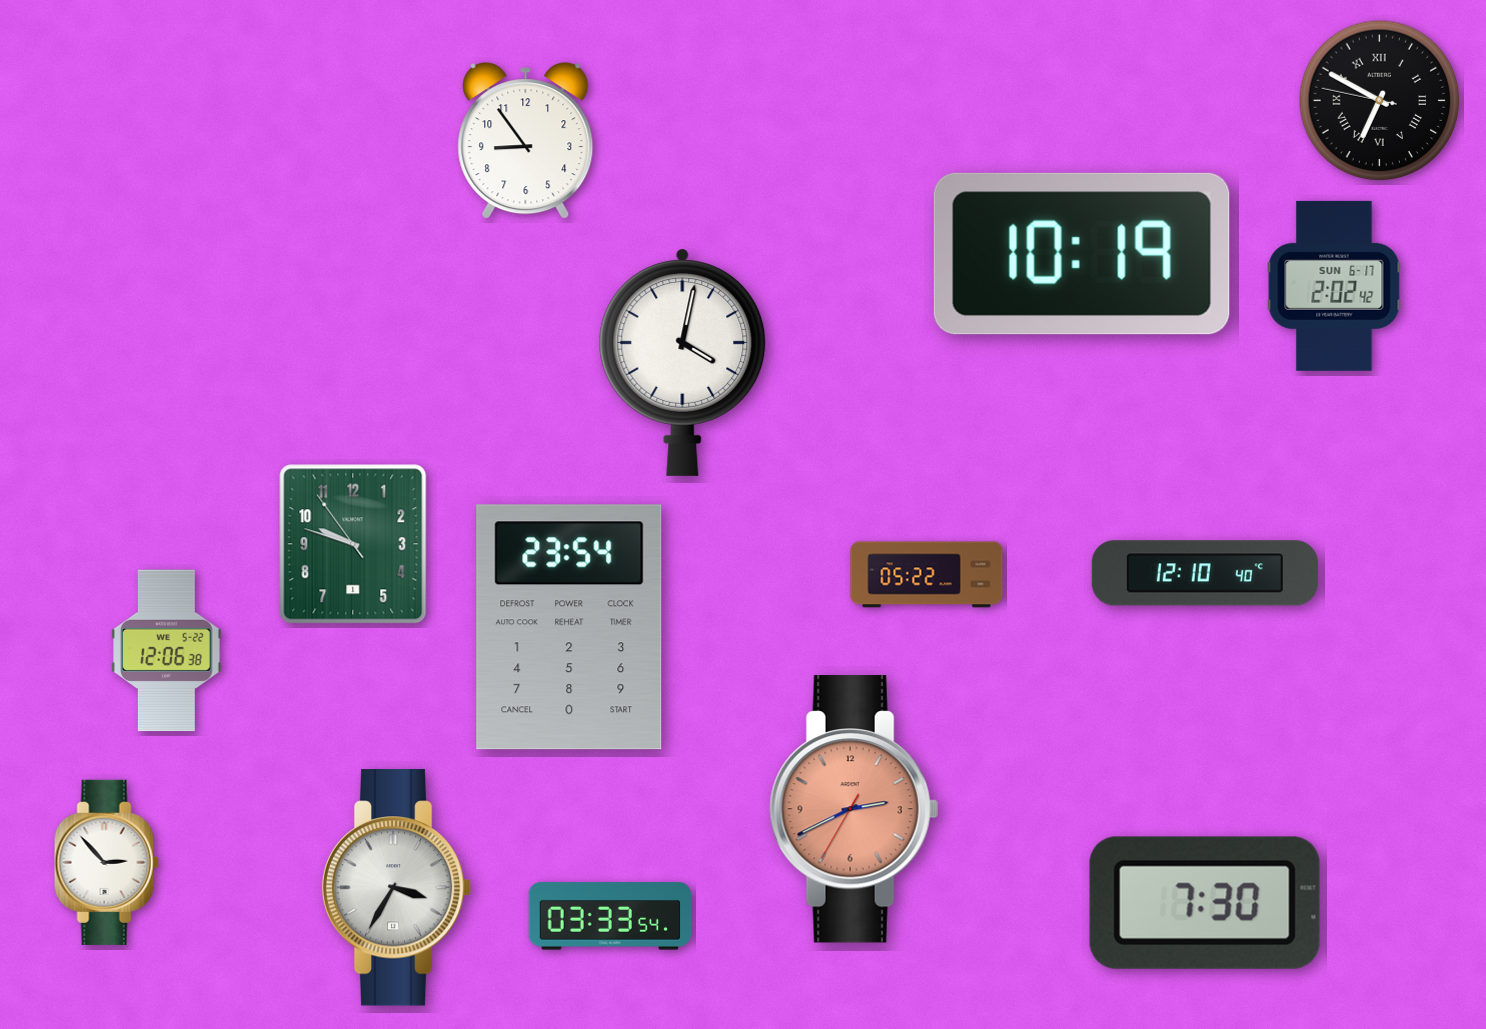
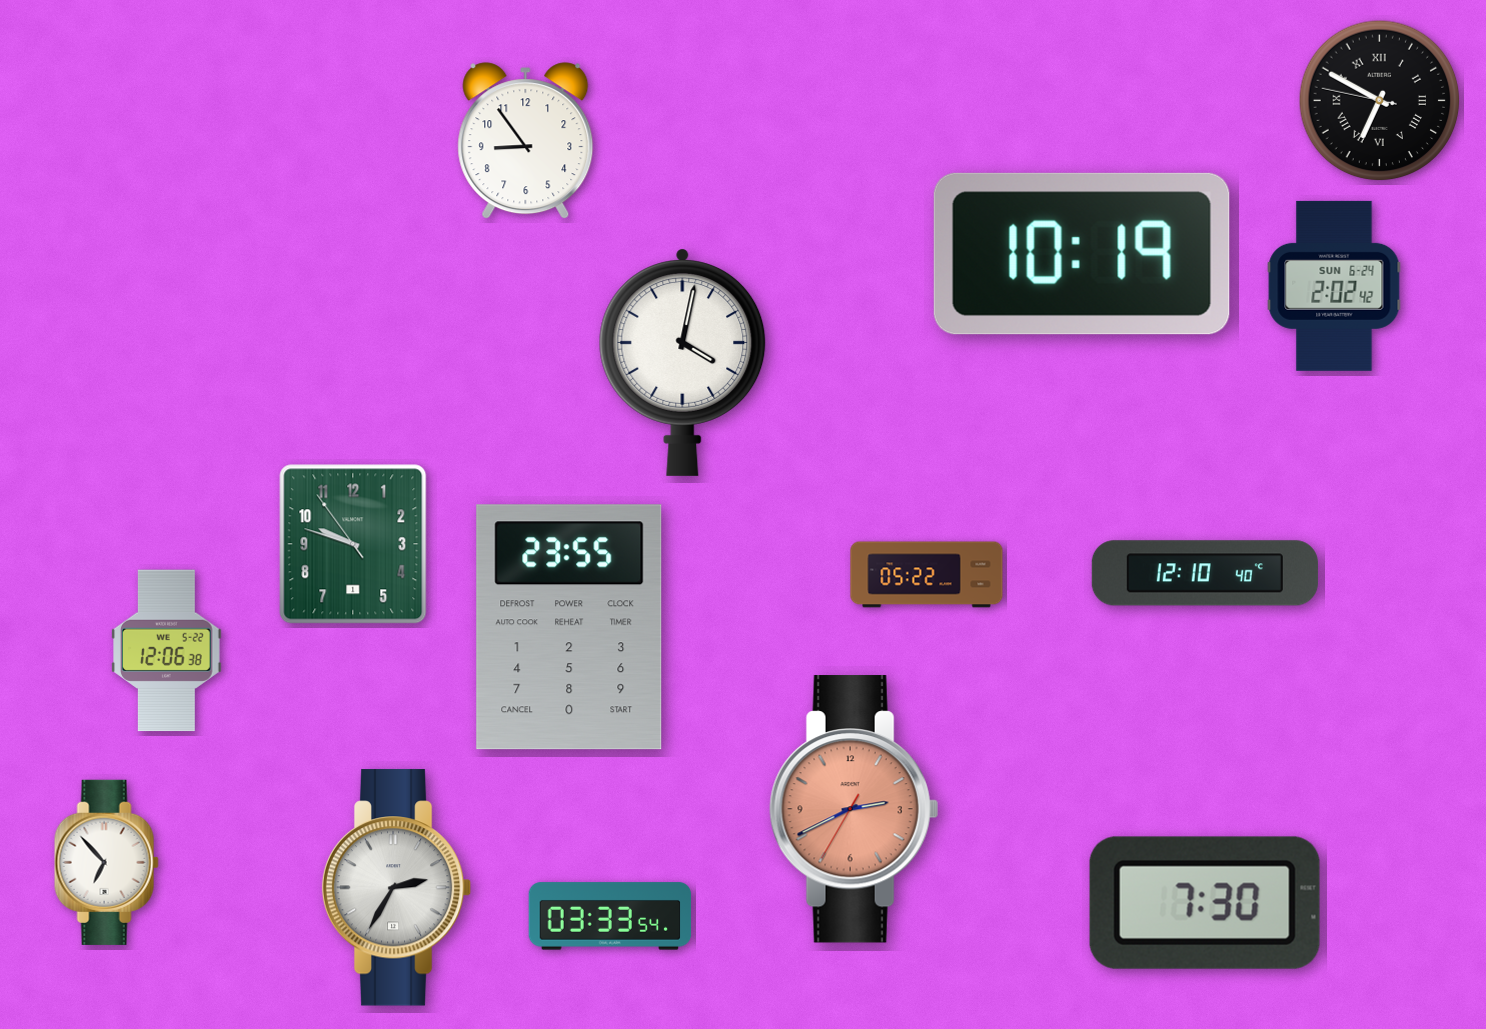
clock at (1334, 286) date: SUN 6-17 -> SUN 6-24
clock at (569, 627): 23:54 -> 23:55
clock at (106, 862): 2:53 -> 6:53
clock at (397, 888): 3:35 -> 2:35
